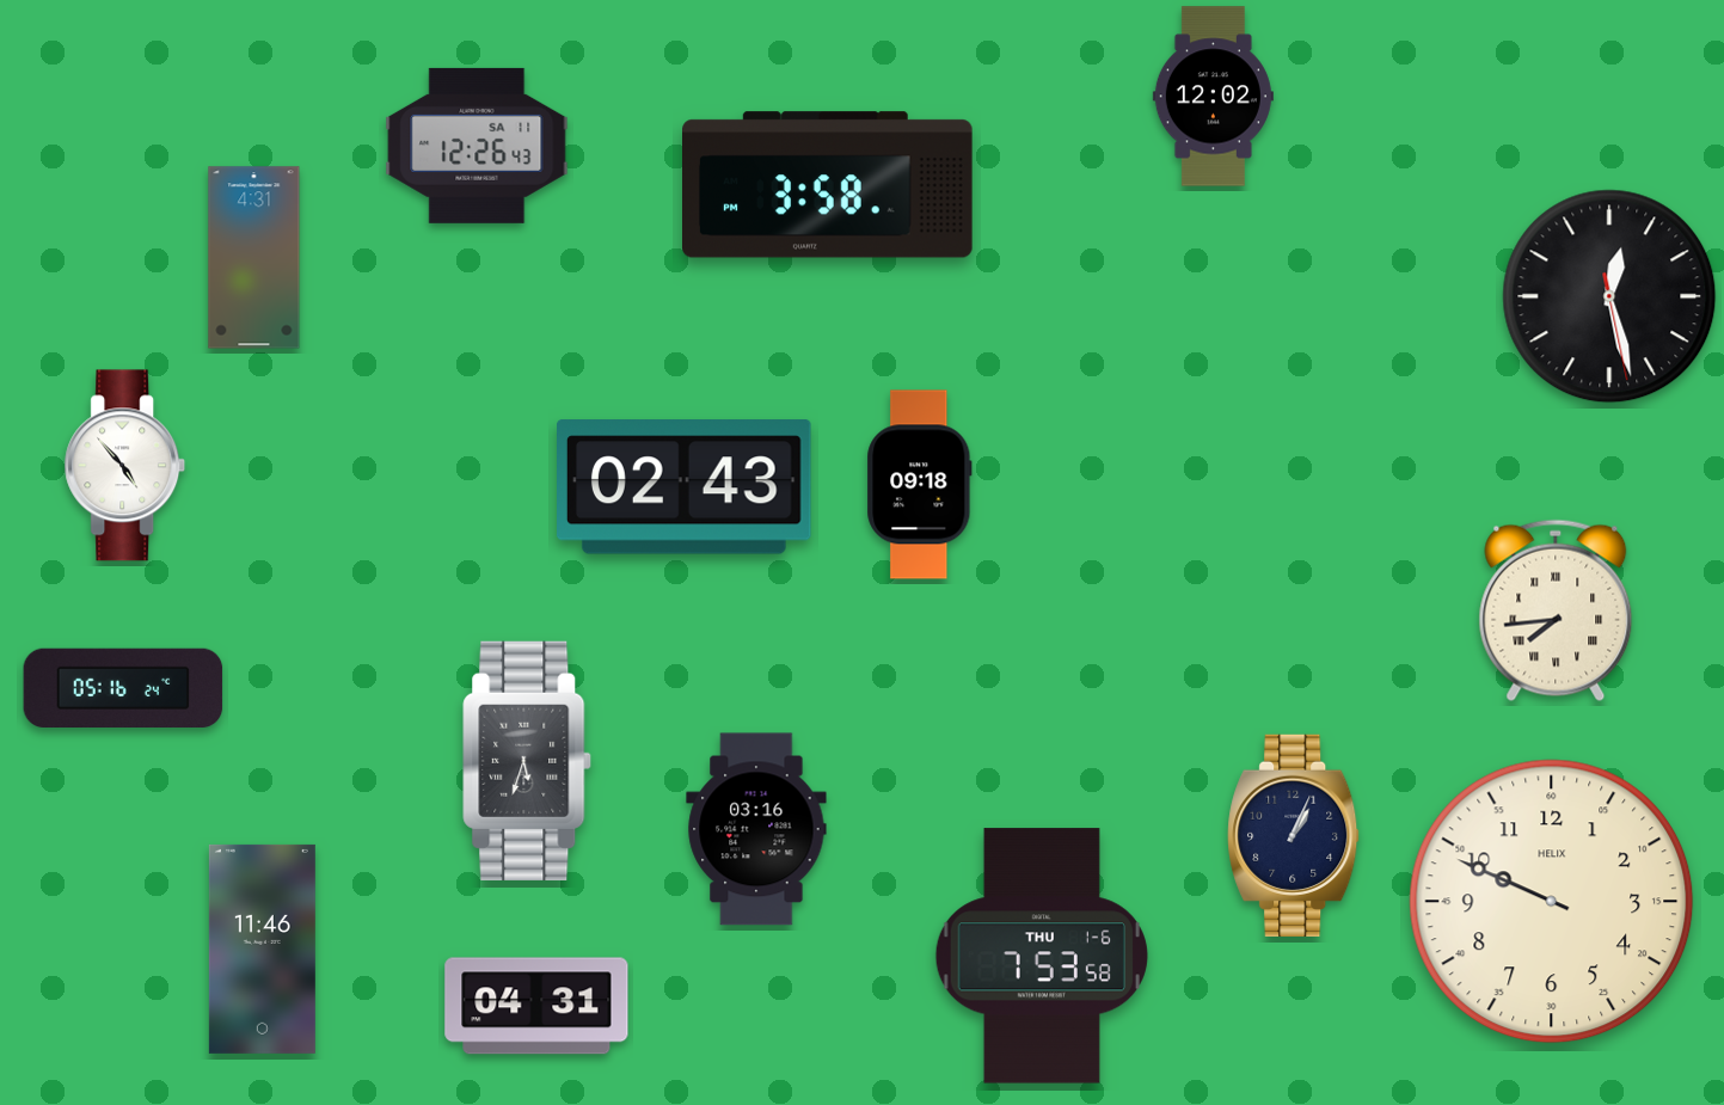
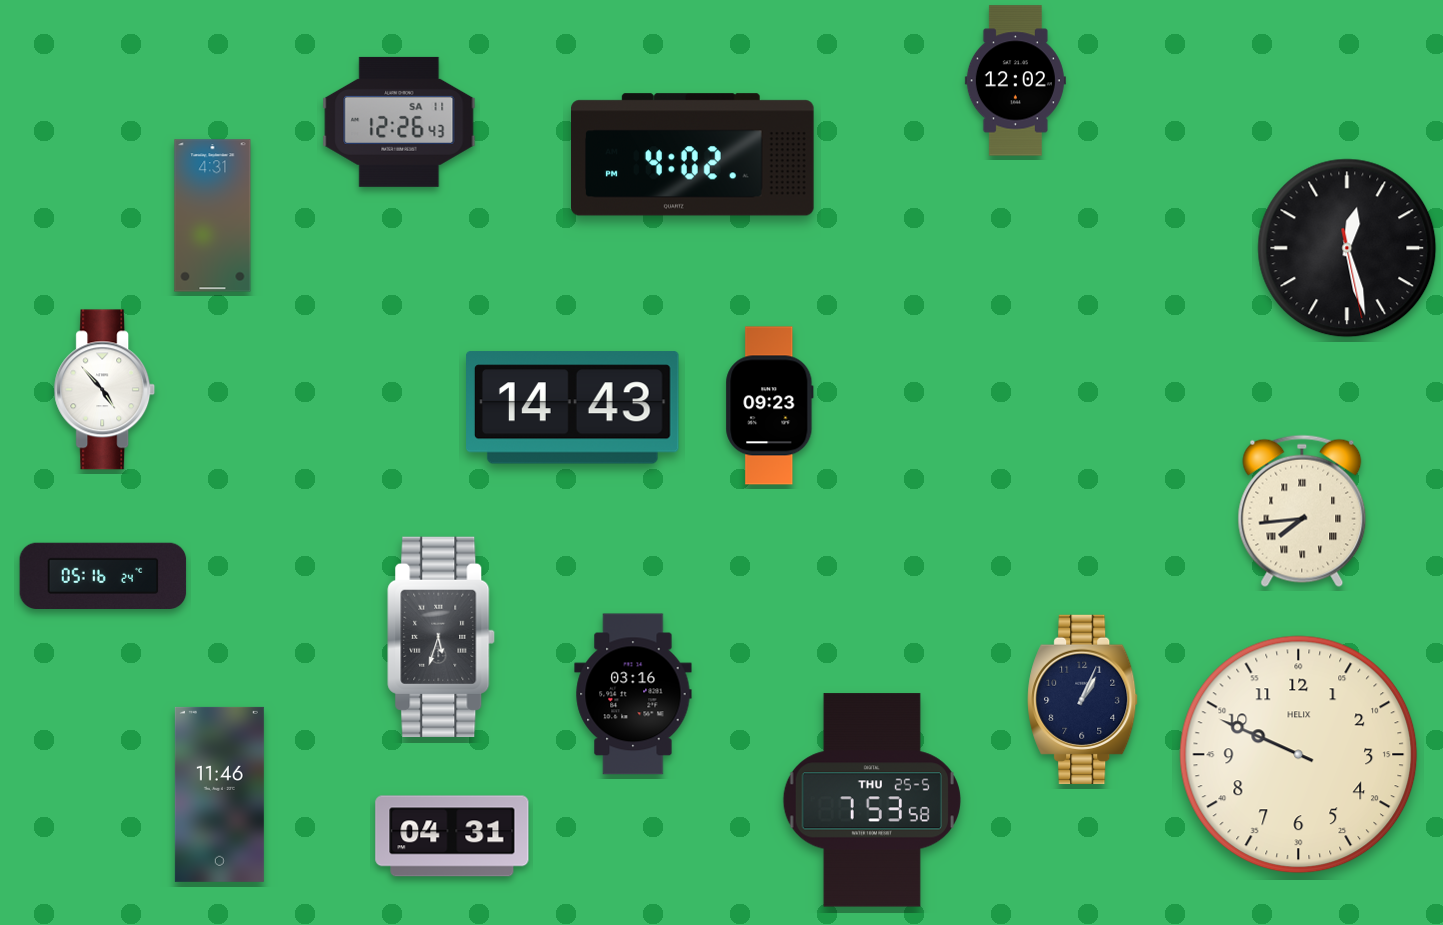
clock at (828, 185): 3:58 -> 4:02
clock at (920, 485): 09:18 -> 09:23
clock at (685, 487): 02:43 -> 14:43
clock at (1042, 956) date: THU 1-6 -> THU 25-5
clock at (536, 1006) position: (536, 1006) -> (452, 836)
